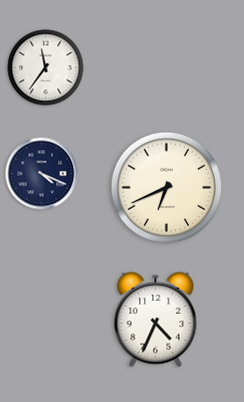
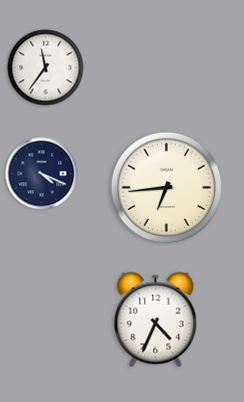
clock at (167, 188): 6:41 -> 6:44
